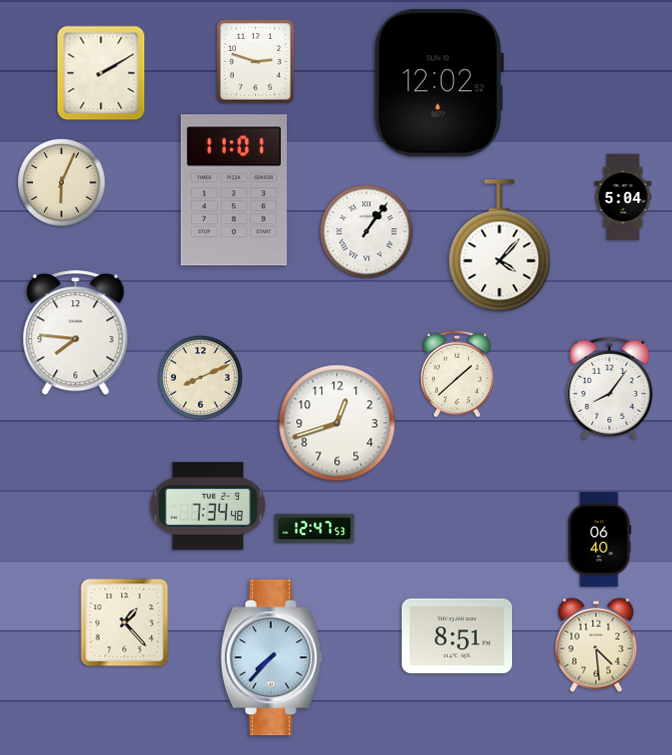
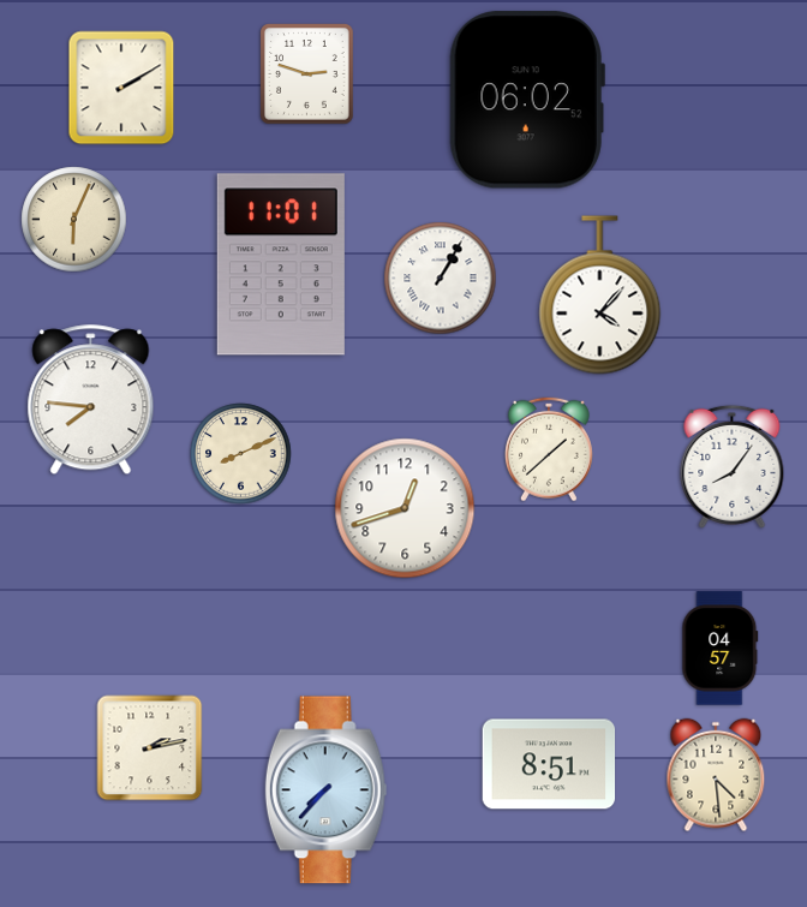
clock at (439, 83): 12:02 -> 06:02
clock at (234, 190) position: (234, 190) -> (281, 264)
clock at (623, 197): 5:04 -> none
clock at (367, 232): 1:06 -> 1:05
clock at (208, 506): 7:34 -> none
clock at (315, 528): 12:47 -> none
clock at (600, 540): 06:40 -> 04:57
clock at (125, 623): 1:23 -> 2:13
